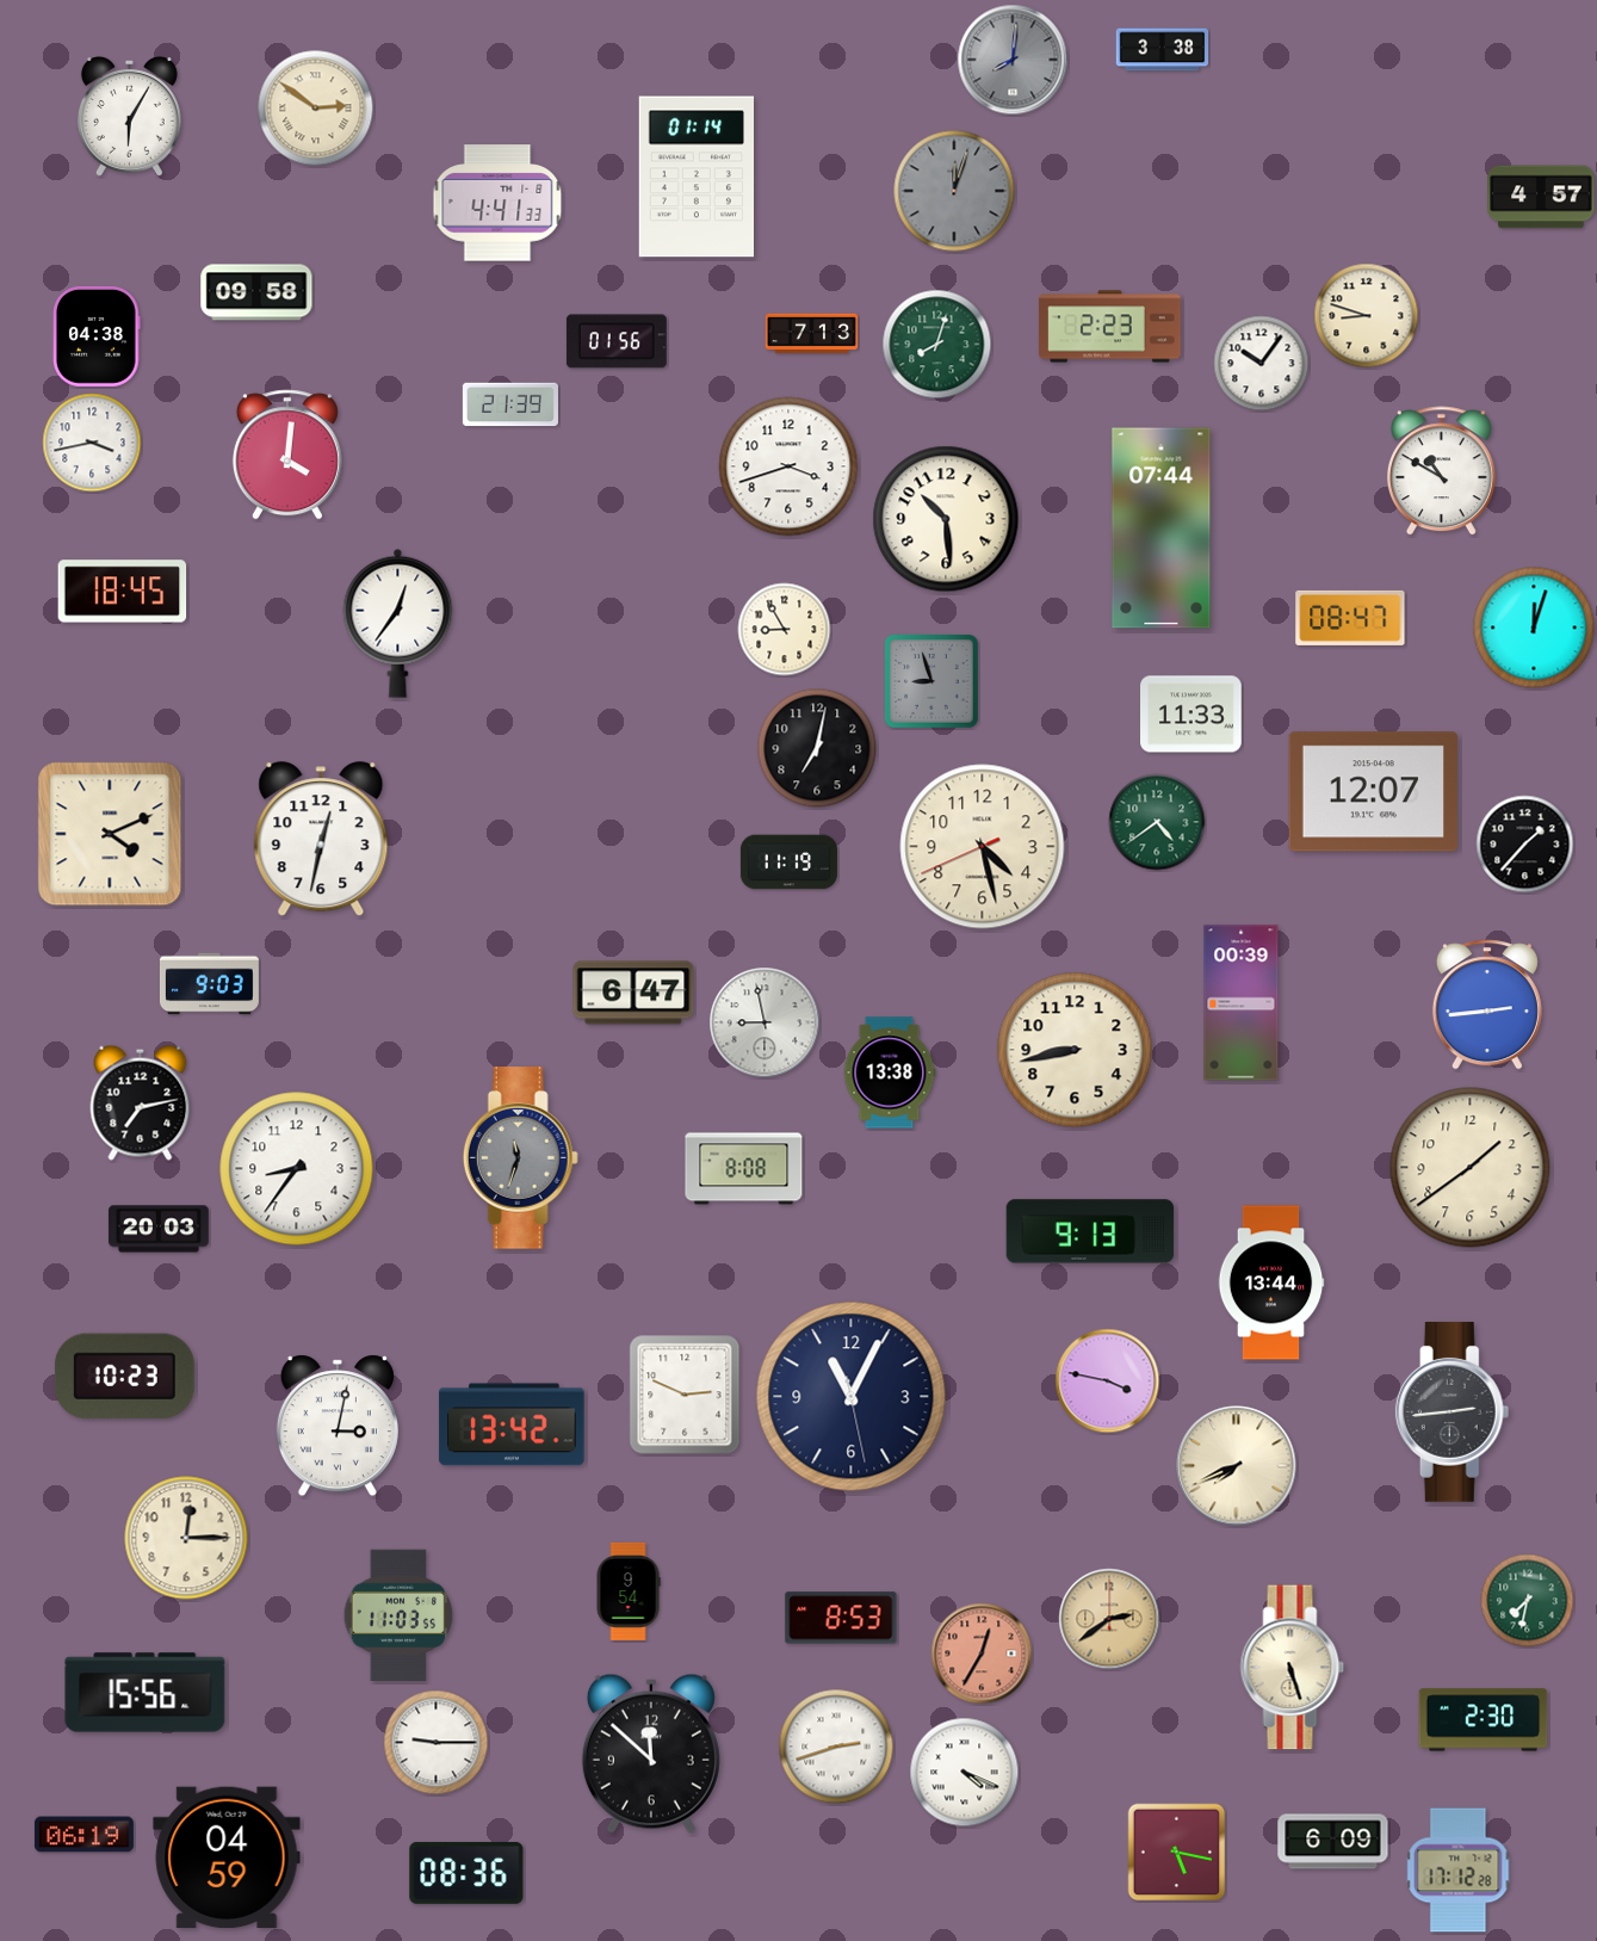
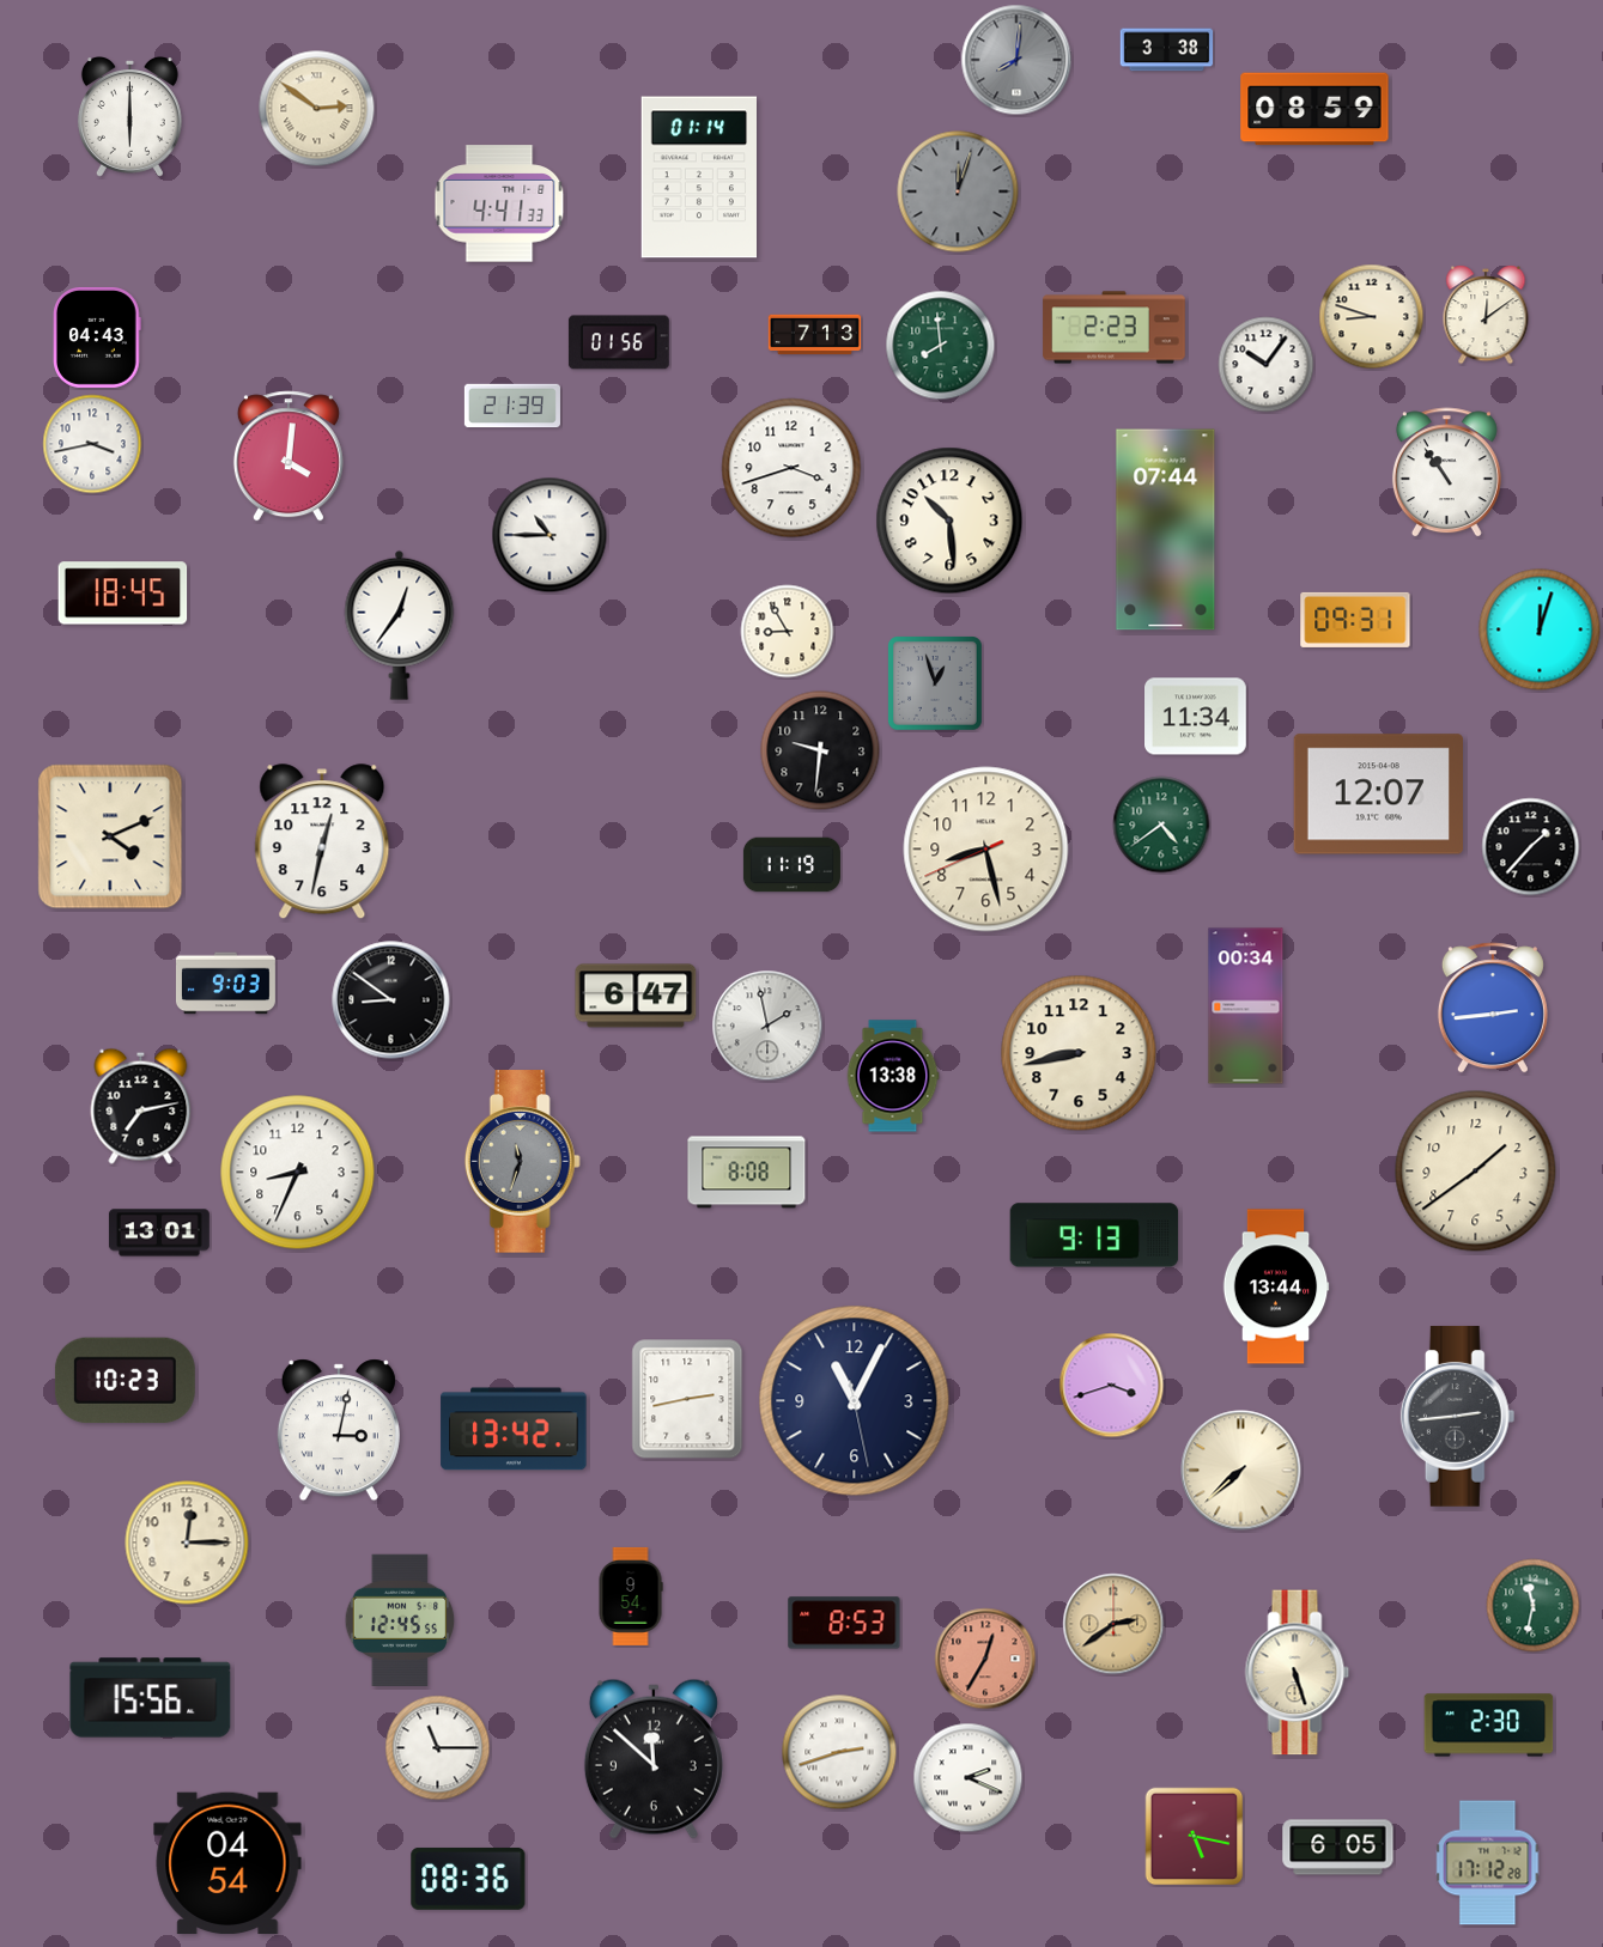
clock at (1314, 109): none -> 08:59
clock at (129, 117): 6:05 -> 6:00
clock at (1541, 197): 4:57 -> none
clock at (256, 292): 09:58 -> none
clock at (1486, 315): none -> 12:09
clock at (98, 336): 04:38 -> 04:43
clock at (937, 345): 8:03 -> 7:59
clock at (1441, 471): 10:50 -> 10:54
clock at (549, 535): none -> 10:45
clock at (1350, 618): 08:47 -> 09:31
clock at (933, 682): 8:57 -> 12:57
clock at (1191, 715): 11:33 -> 11:34
clock at (817, 748): 7:02 -> 9:31
clock at (983, 847): 4:27 -> 8:27
clock at (209, 984) position: (209, 984) -> (225, 984)
clock at (391, 1000): none -> 8:51
clock at (1242, 1003): 00:39 -> 00:34
clock at (765, 1022): 8:58 -> 1:58
clock at (297, 1169): 8:36 -> 8:34
clock at (159, 1229): 20:03 -> 13:01
clock at (1108, 1381): 3:47 -> 3:42
clock at (685, 1395): 2:49 -> 2:43
clock at (1237, 1466): 7:41 -> 7:38
clock at (1528, 1601): 7:32 -> 11:32
clock at (398, 1614): 11:03 -> 12:45
clock at (146, 1693) position: (146, 1693) -> (151, 1698)
clock at (437, 1743): 9:15 -> 11:15
clock at (965, 1773): 4:19 -> 2:19
clock at (83, 1835): 06:19 -> none
clock at (1333, 1842): 6:09 -> 6:05
clock at (1177, 1853) position: (1177, 1853) -> (1195, 1837)
clock at (227, 1857): 04:59 -> 04:54
clock at (1459, 1871) position: (1459, 1871) -> (1488, 1863)
